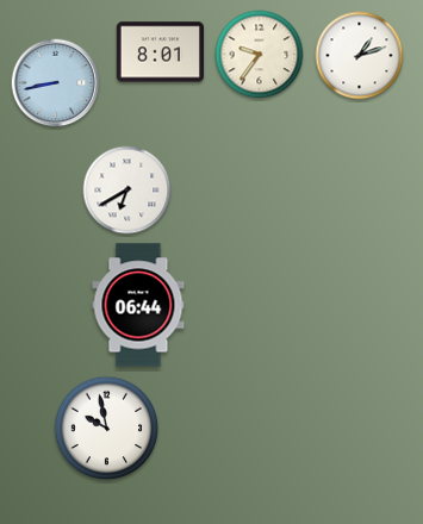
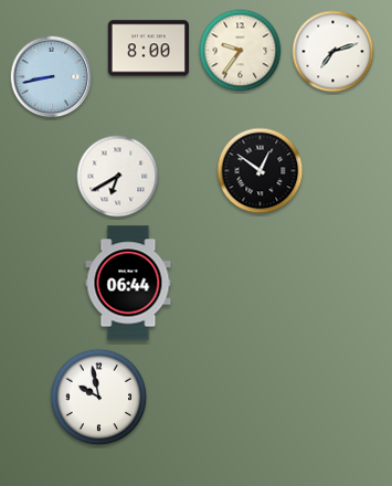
clock at (160, 52): 8:01 -> 8:00
clock at (360, 56): 1:12 -> 7:12
clock at (261, 171): none -> 12:51
